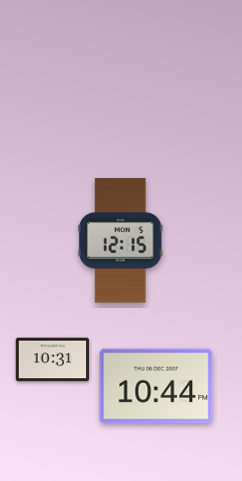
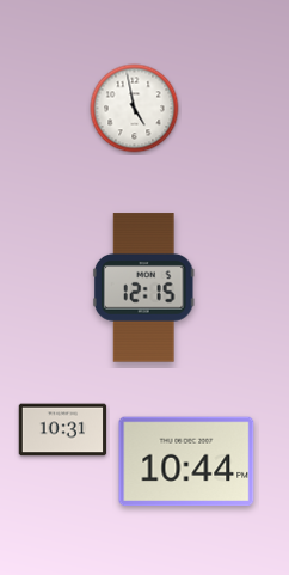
clock at (135, 109): none -> 4:58
